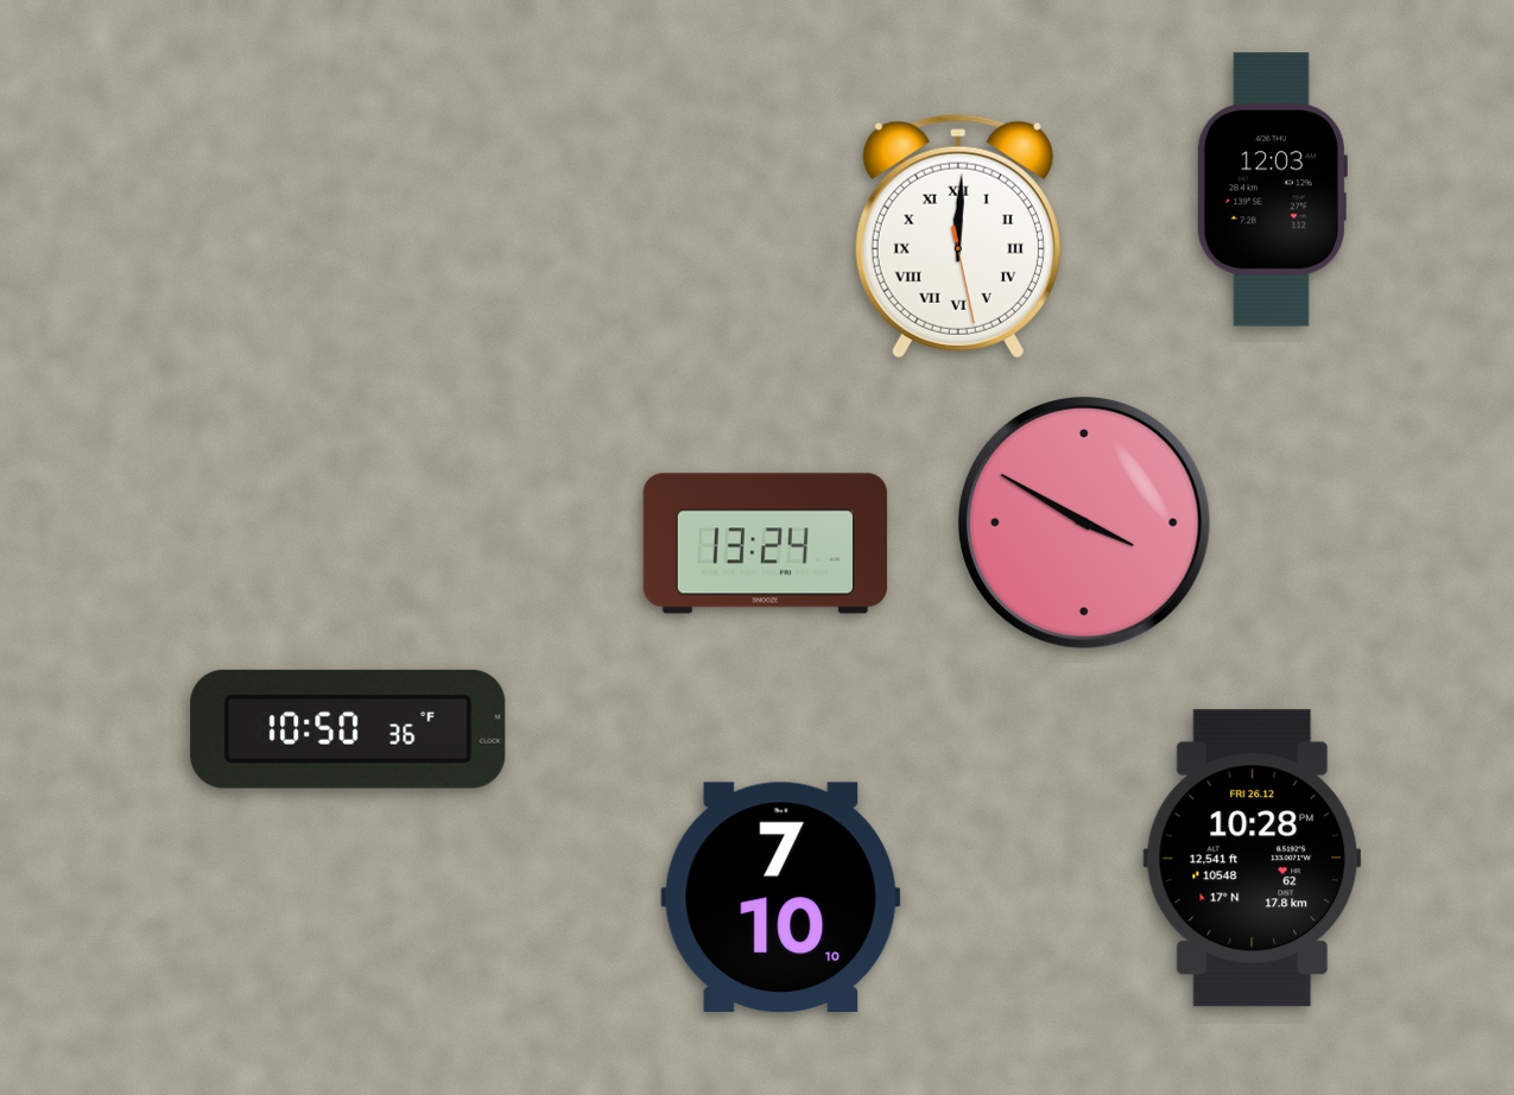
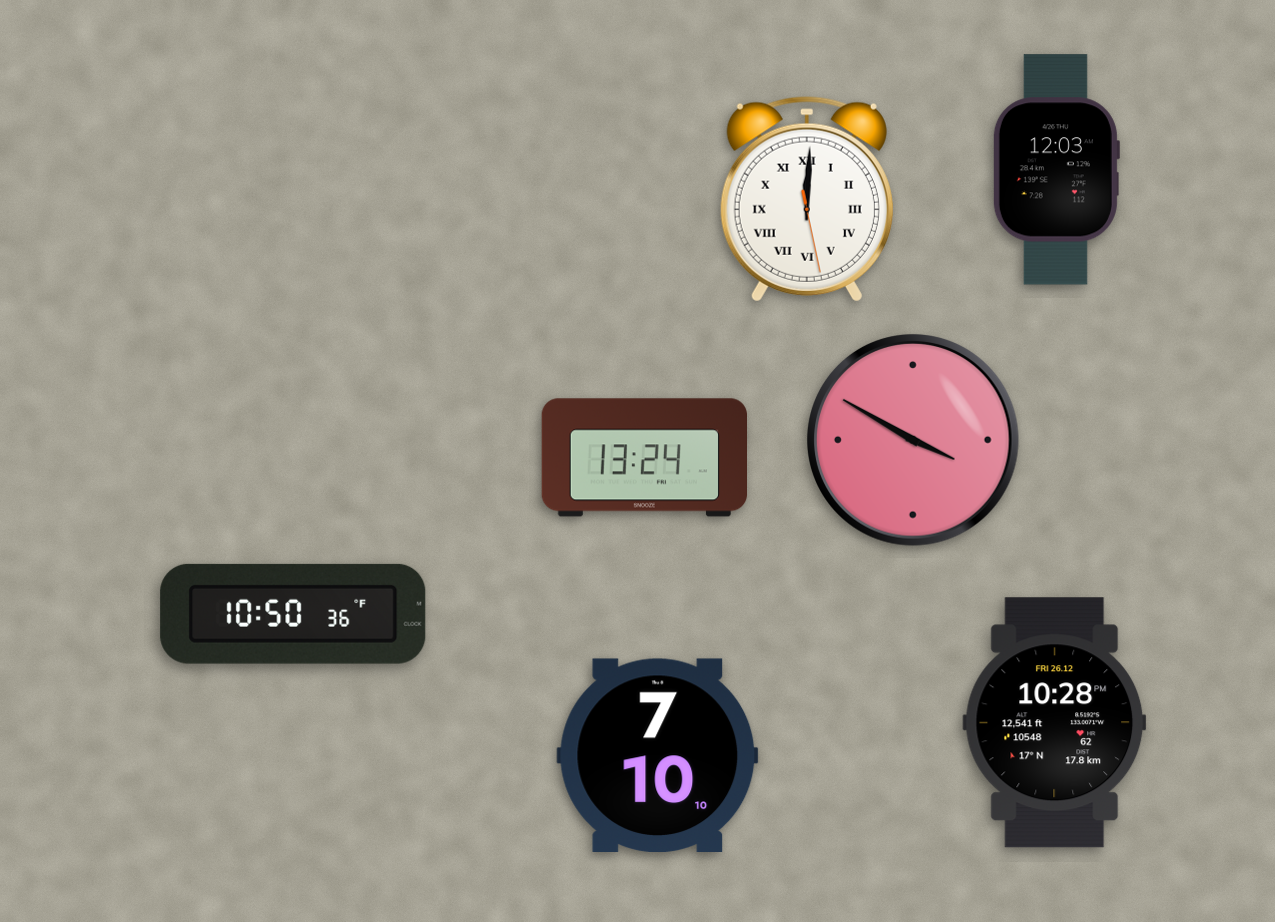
clock at (1272, 190) position: (1272, 190) -> (1056, 170)
